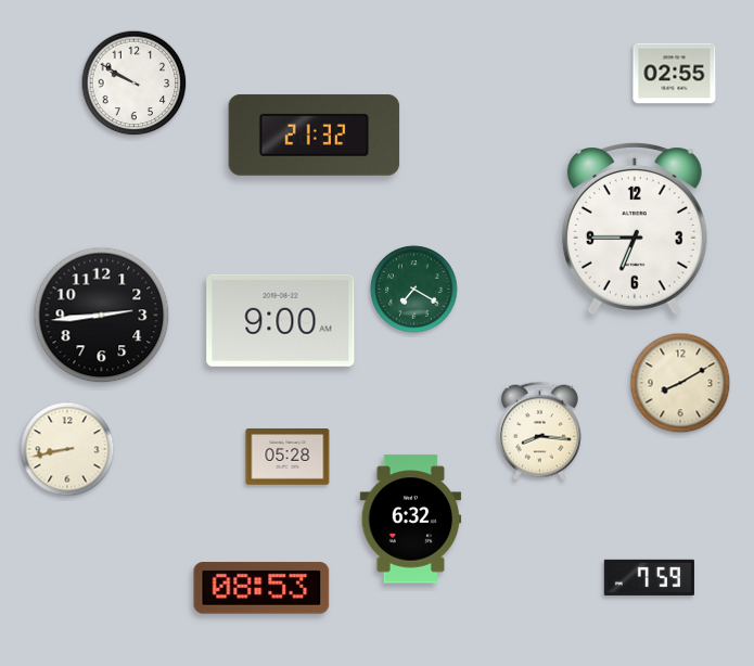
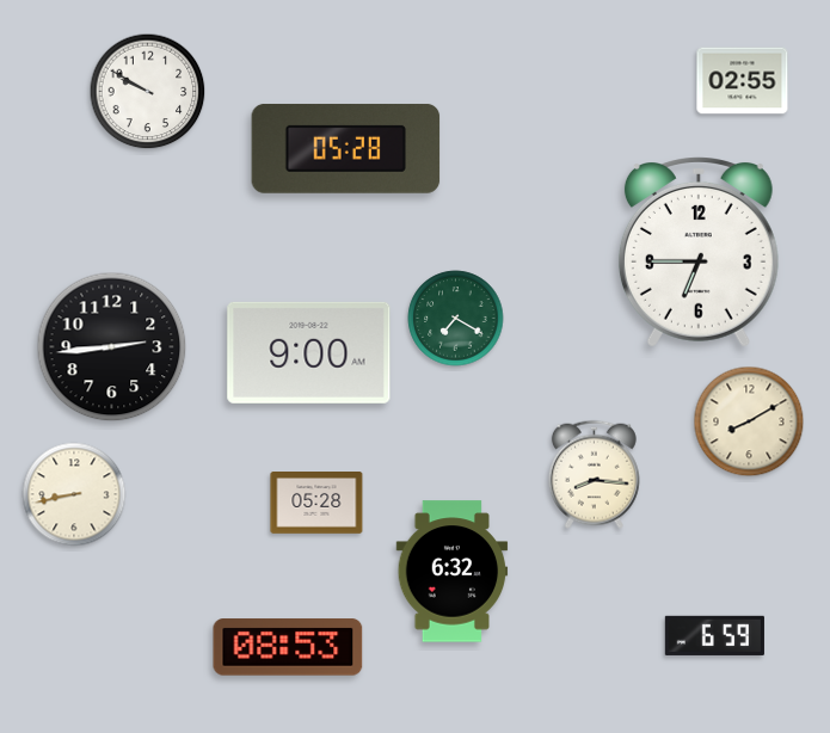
clock at (315, 135): 21:32 -> 05:28
clock at (649, 577): 7:59 -> 6:59
